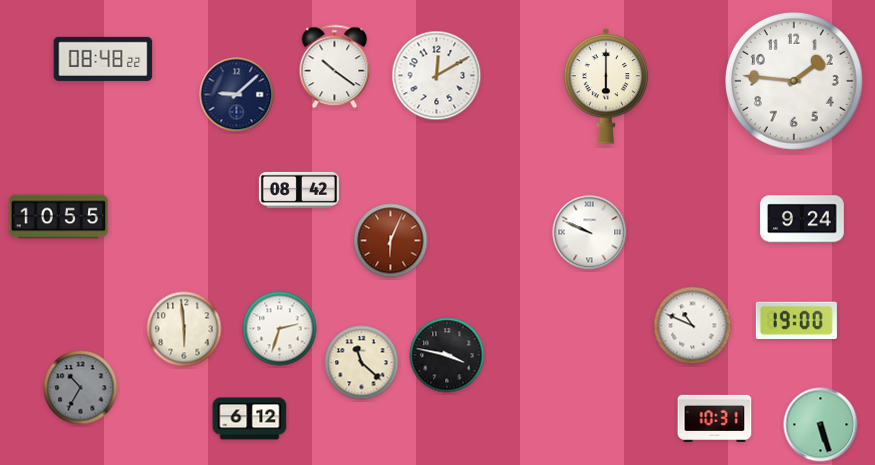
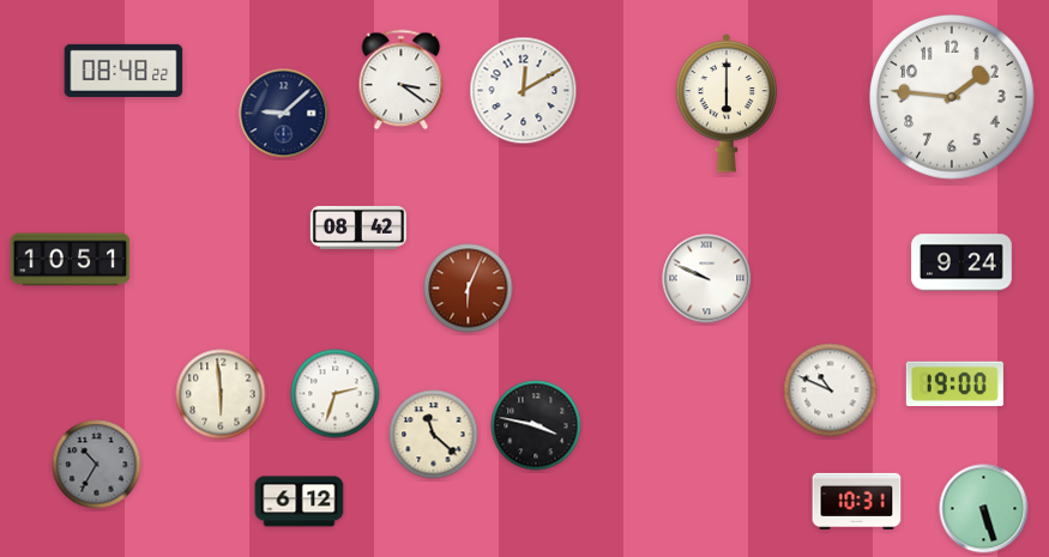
clock at (335, 67): 10:21 -> 3:21
clock at (59, 217): 10:55 -> 10:51
